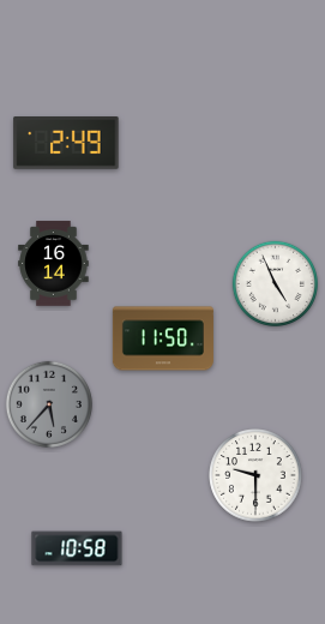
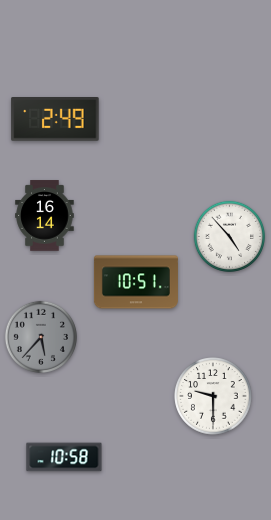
clock at (54, 264) position: (54, 264) -> (45, 216)
clock at (275, 283): 4:56 -> 4:53
clock at (163, 338): 11:50 -> 10:51
